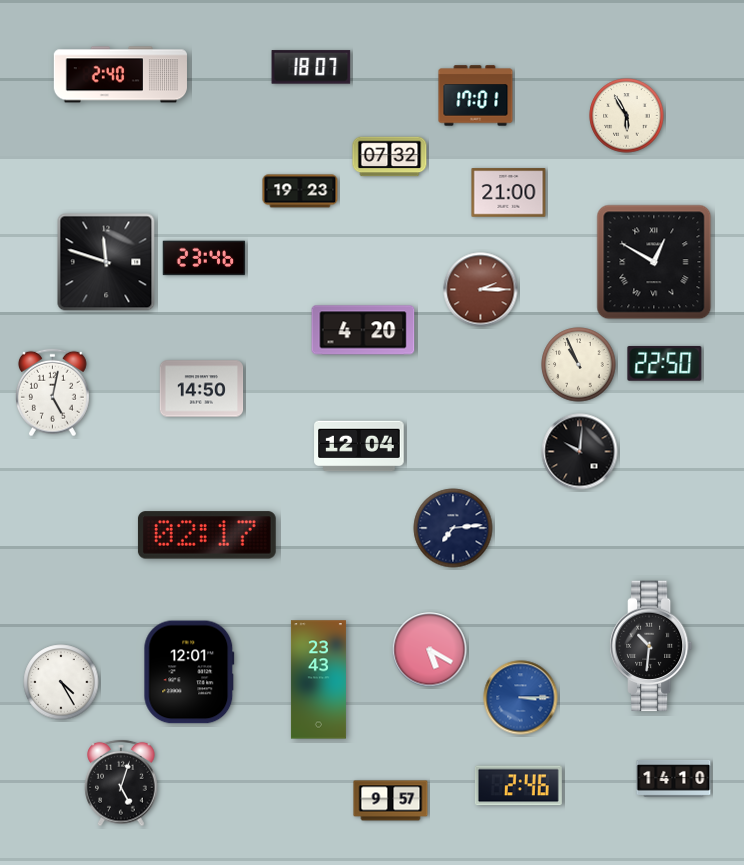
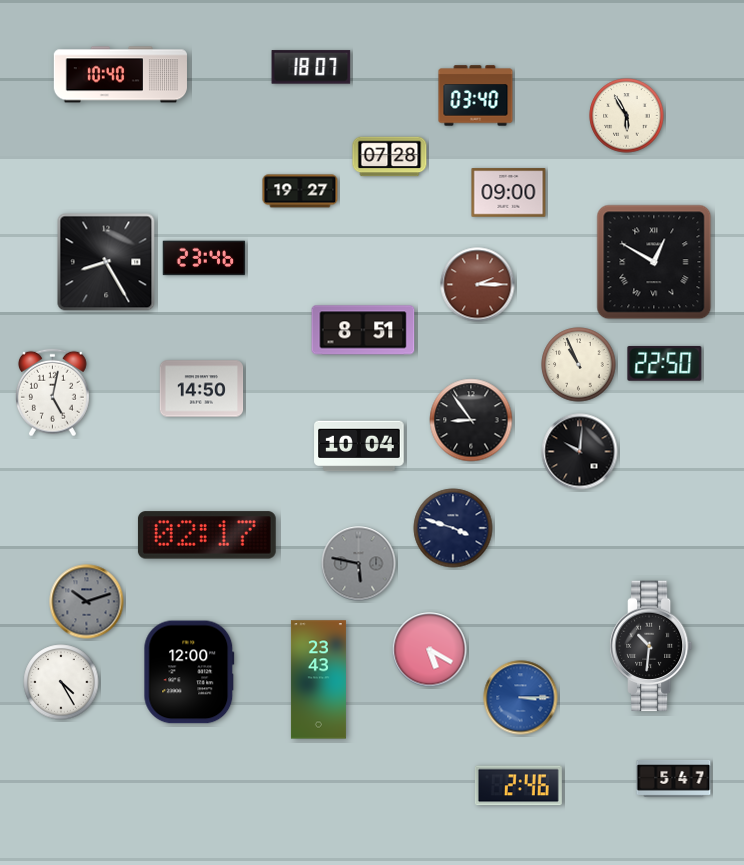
clock at (120, 75): 2:40 -> 10:40
clock at (476, 96): 17:01 -> 03:40
clock at (390, 157): 07:32 -> 07:28
clock at (300, 191): 19:23 -> 19:27
clock at (509, 193): 21:00 -> 09:00
clock at (106, 262): 11:48 -> 8:25
clock at (481, 290) position: (481, 290) -> (478, 285)
clock at (363, 330): 4:20 -> 8:51
clock at (471, 420): none -> 8:54
clock at (359, 446): 12:04 -> 10:04
clock at (453, 528): 7:14 -> 3:48
clock at (359, 564): none -> 5:47
clock at (87, 602): none -> 10:12
clock at (189, 672): 12:01 -> 12:00
clock at (674, 778): 14:10 -> 5:47
clock at (121, 783): 5:03 -> none
clock at (391, 801): 9:57 -> none
